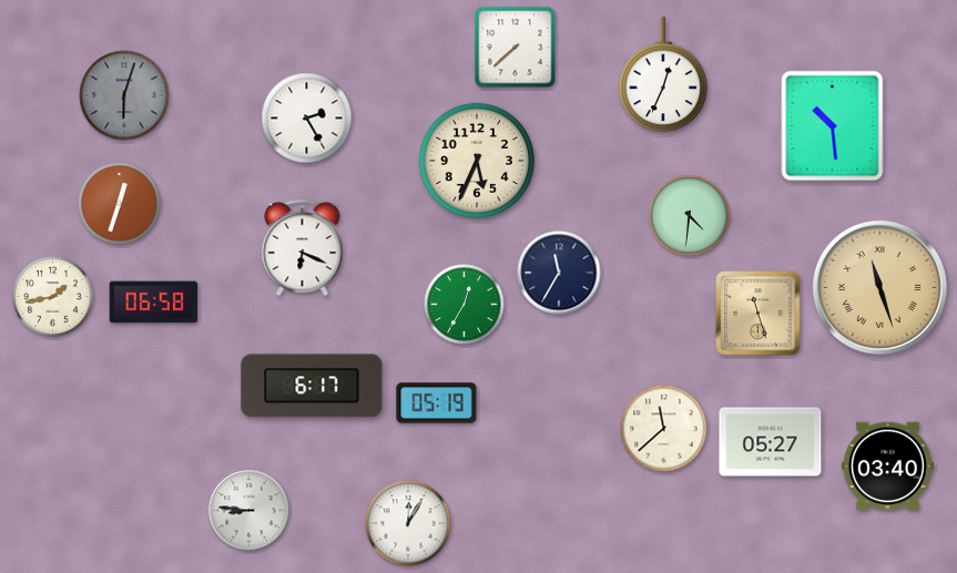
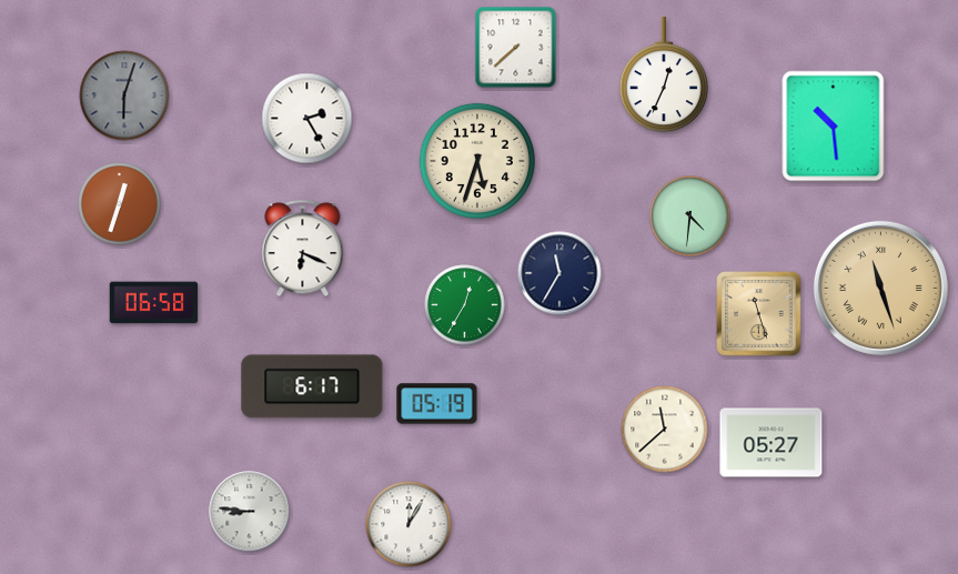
clock at (477, 161): 5:34 -> 5:33
clock at (53, 297): 1:43 -> none
clock at (887, 467): 03:40 -> none
